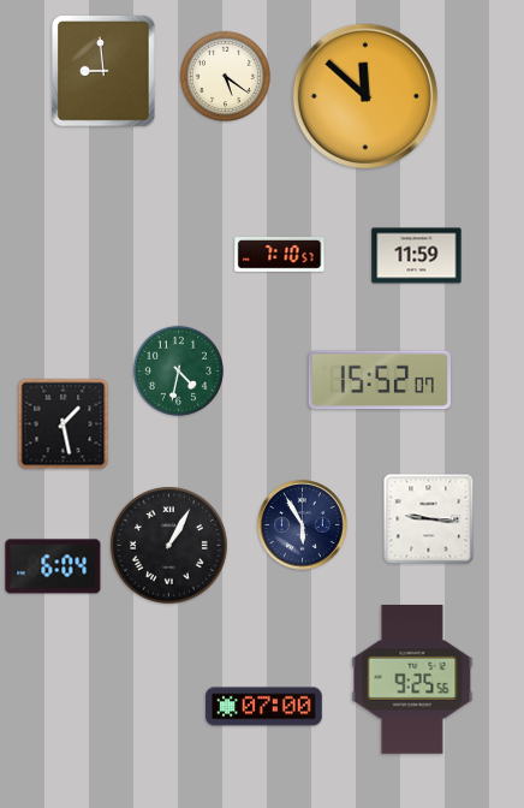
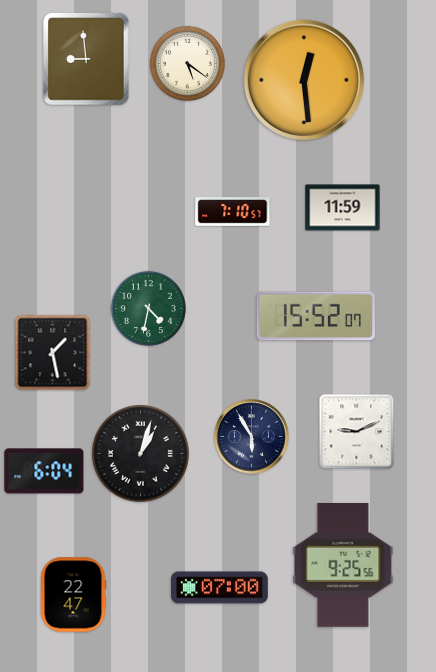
clock at (365, 96): 11:52 -> 12:29
clock at (417, 256) position: (417, 256) -> (343, 208)
clock at (429, 519): 9:16 -> 9:11
clock at (169, 546): 1:05 -> 1:03
clock at (73, 595): none -> 22:47
